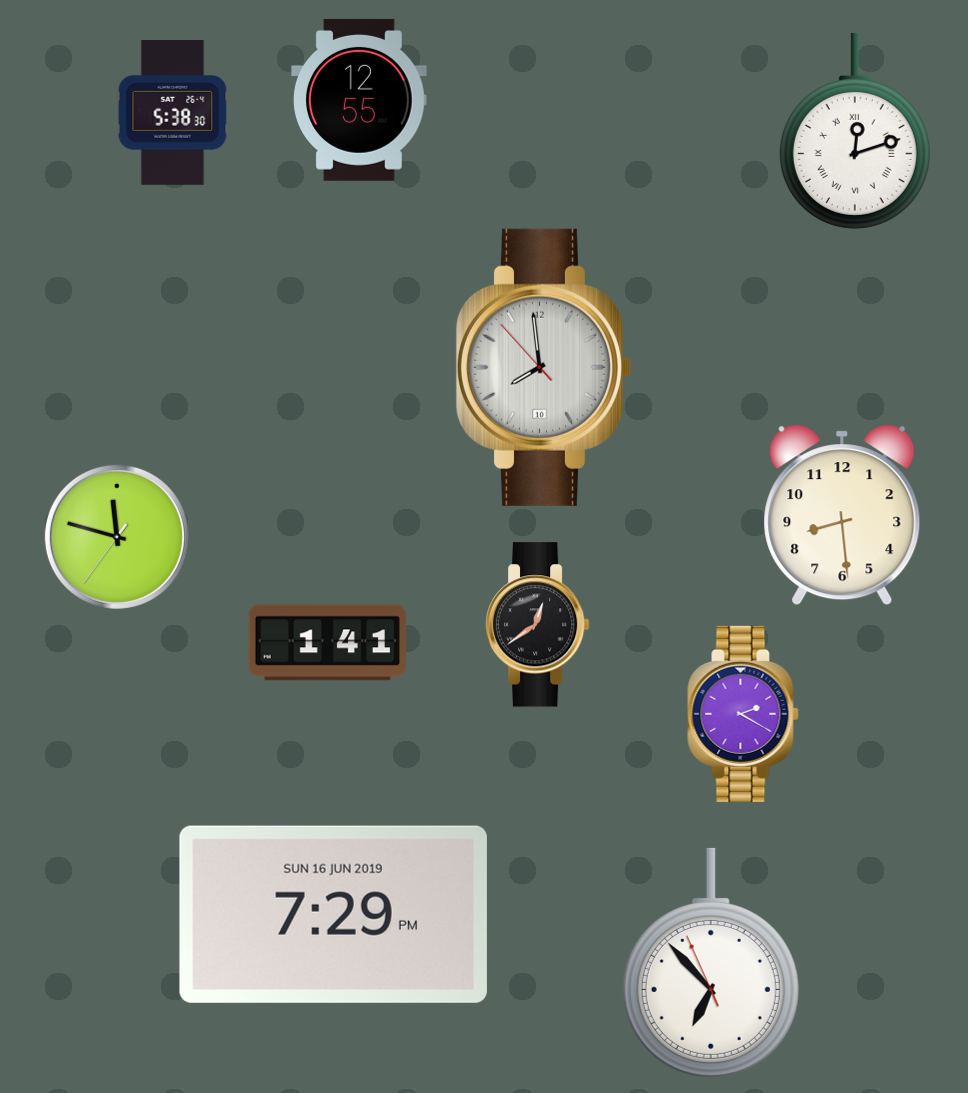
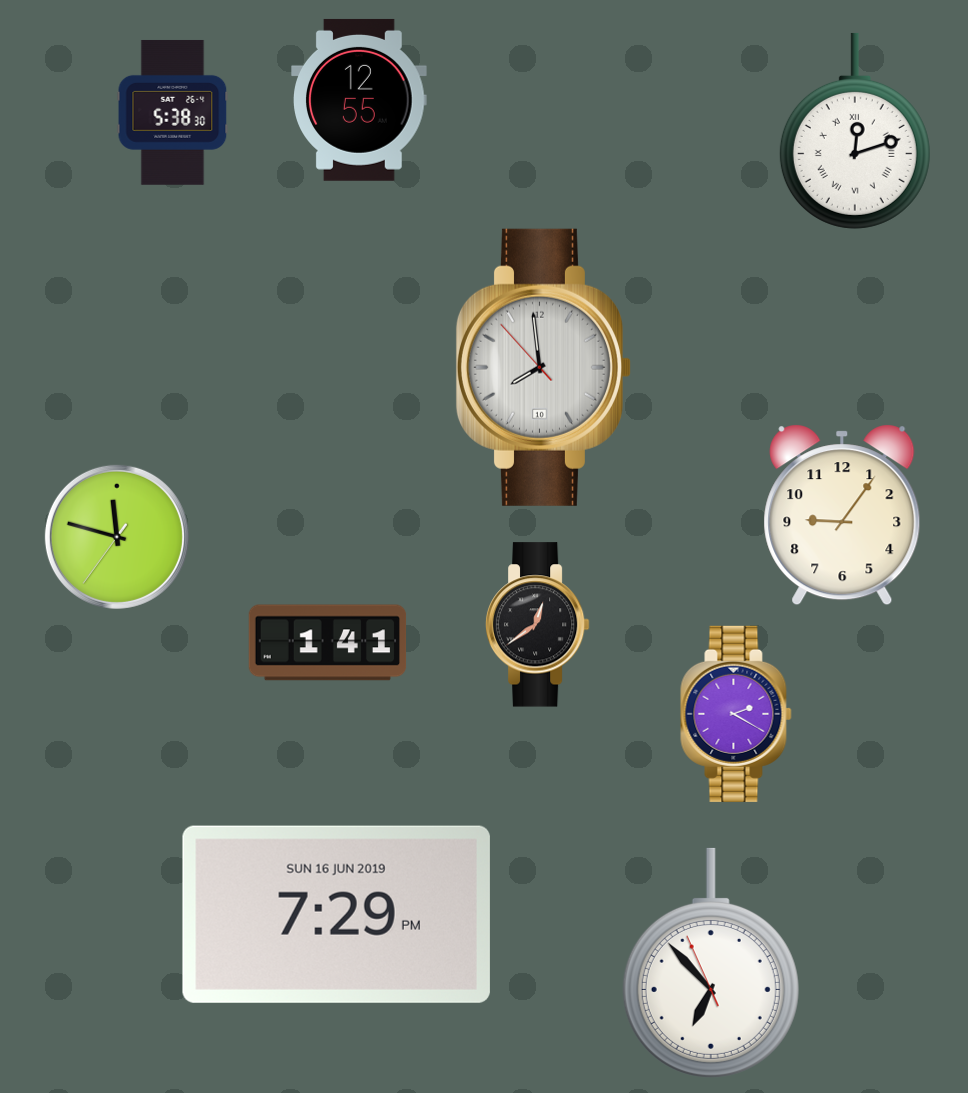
clock at (842, 515): 8:29 -> 9:06
clock at (743, 714) position: (743, 714) -> (736, 714)
clock at (333, 914) position: (333, 914) -> (336, 914)
